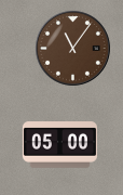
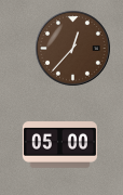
clock at (72, 48): 11:06 -> 12:37
